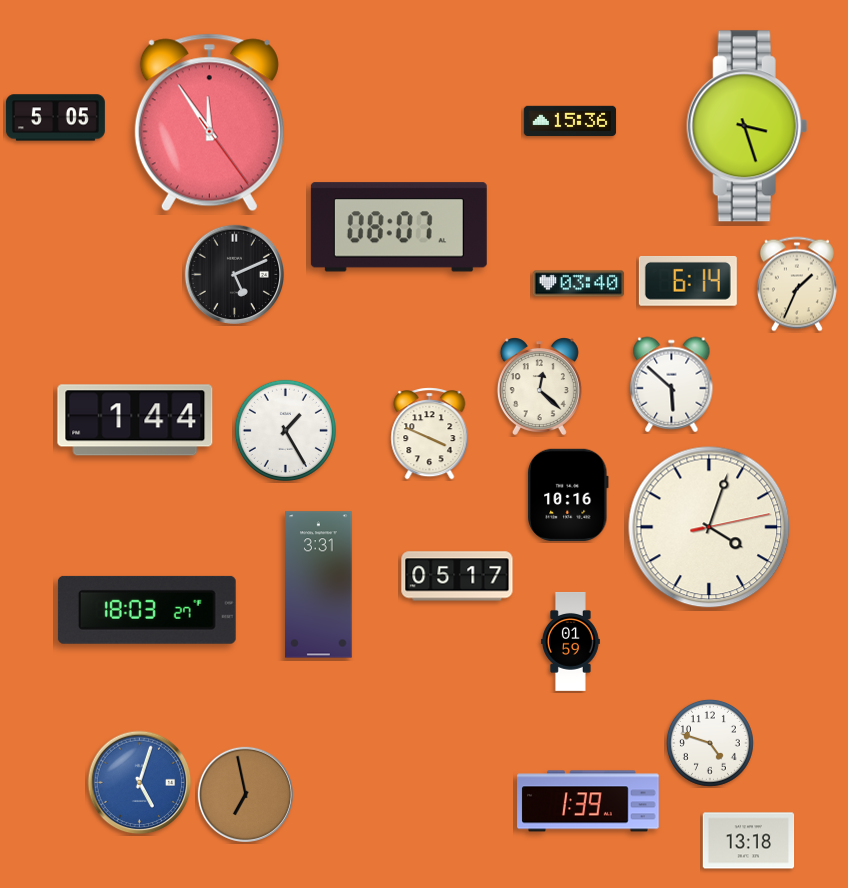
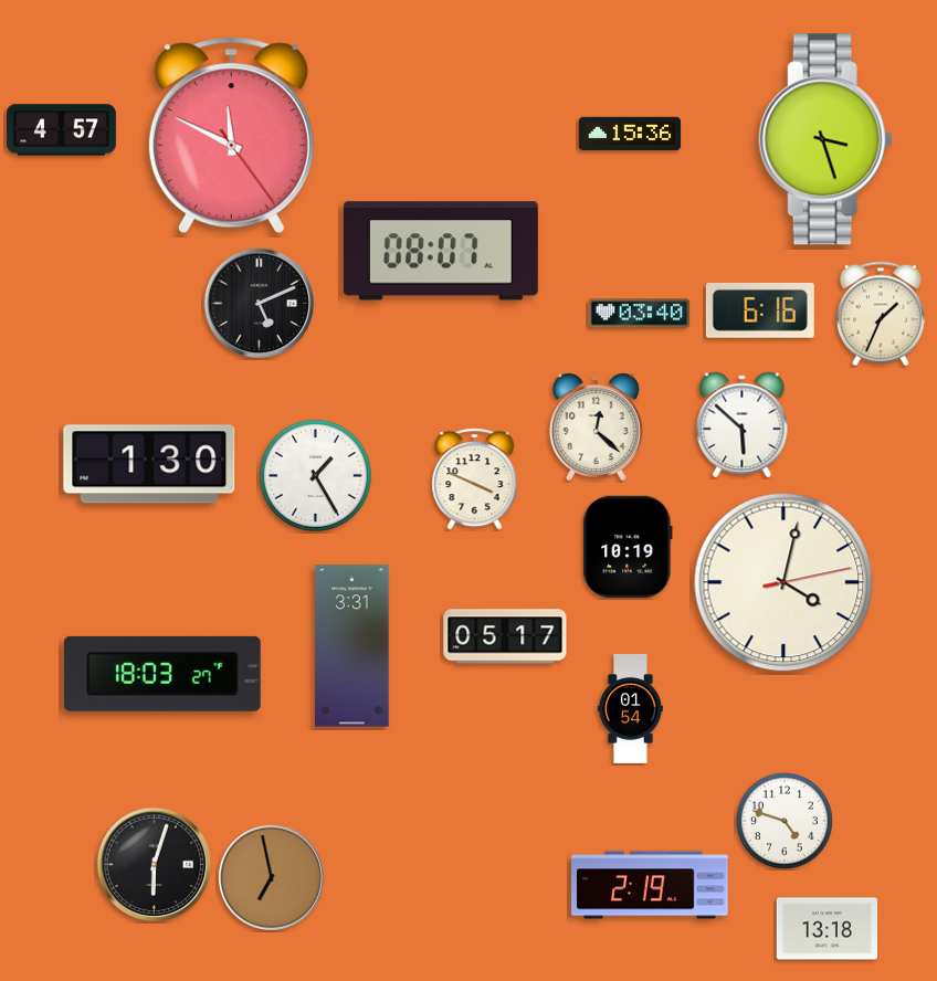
clock at (55, 118): 5:05 -> 4:57
clock at (209, 123): 11:54 -> 11:49
clock at (688, 281): 6:14 -> 6:16
clock at (135, 420): 1:44 -> 1:30
clock at (568, 495): 10:16 -> 10:19
clock at (709, 527): 4:03 -> 4:02
clock at (570, 642): 01:59 -> 01:54
clock at (140, 783): 5:03 -> 6:03
clock at (140, 783) dial: blue -> black
clock at (588, 801): 1:39 -> 2:19
